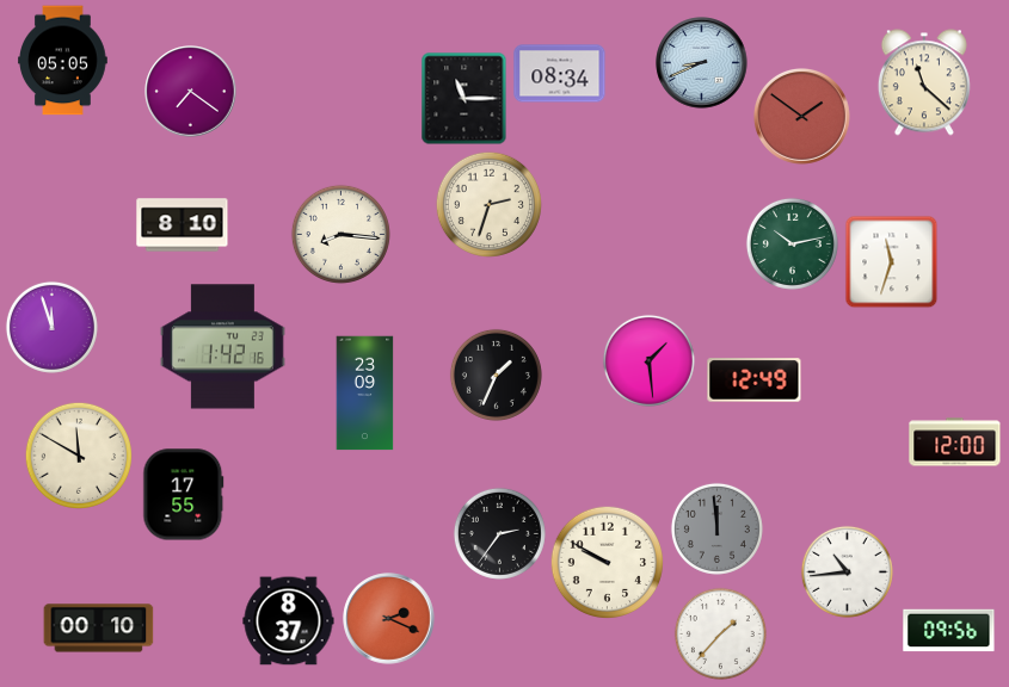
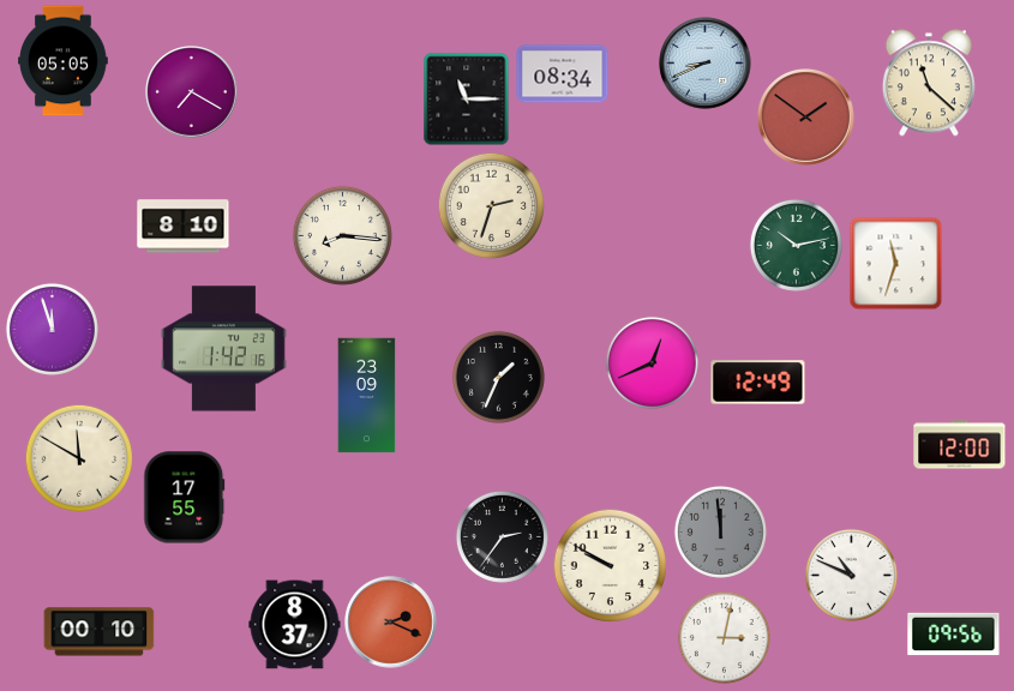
clock at (191, 92): 7:21 -> 7:20
clock at (648, 360): 1:29 -> 12:41
clock at (847, 571): 10:44 -> 10:49
clock at (289, 621) position: (289, 621) -> (295, 625)
clock at (720, 633): 1:37 -> 3:02
